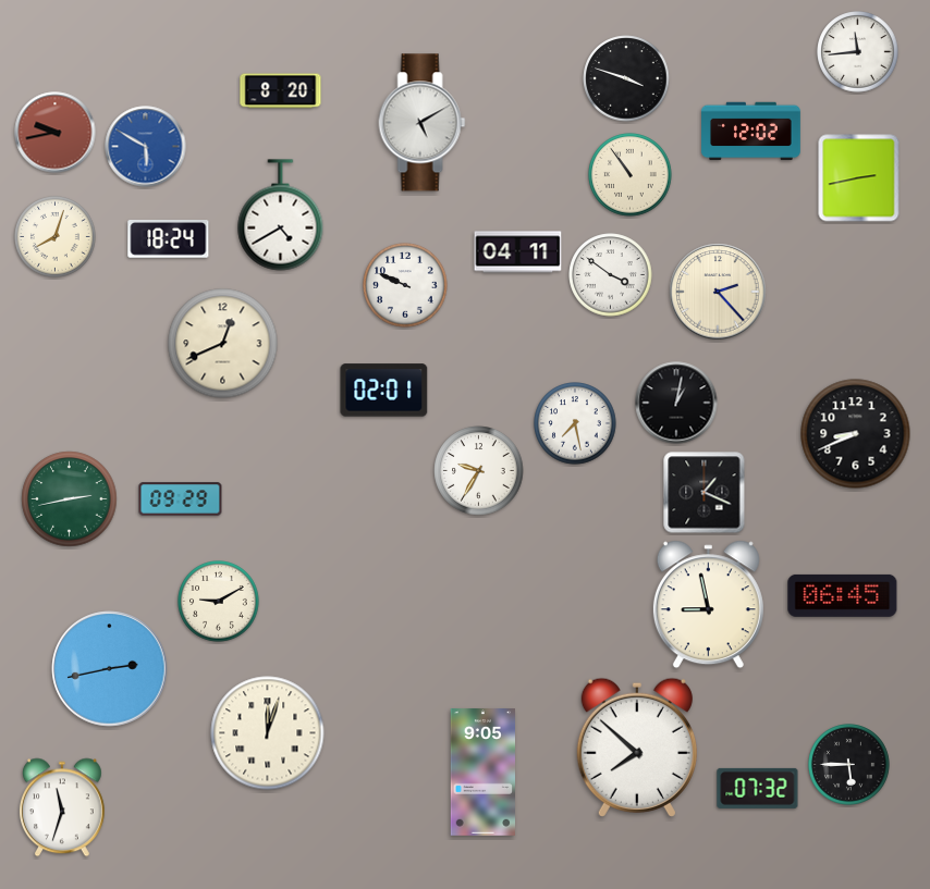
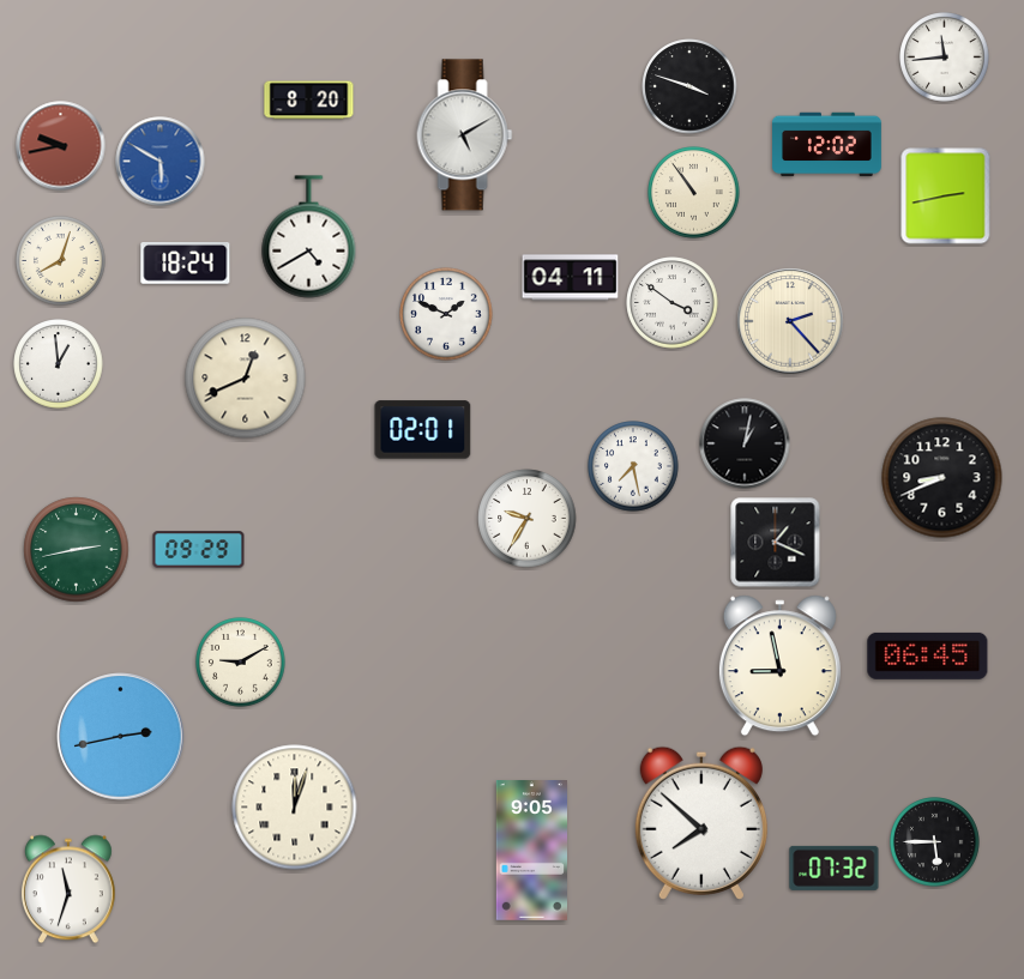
clock at (405, 285): 9:49 -> 1:49
clock at (59, 364): none -> 12:59
